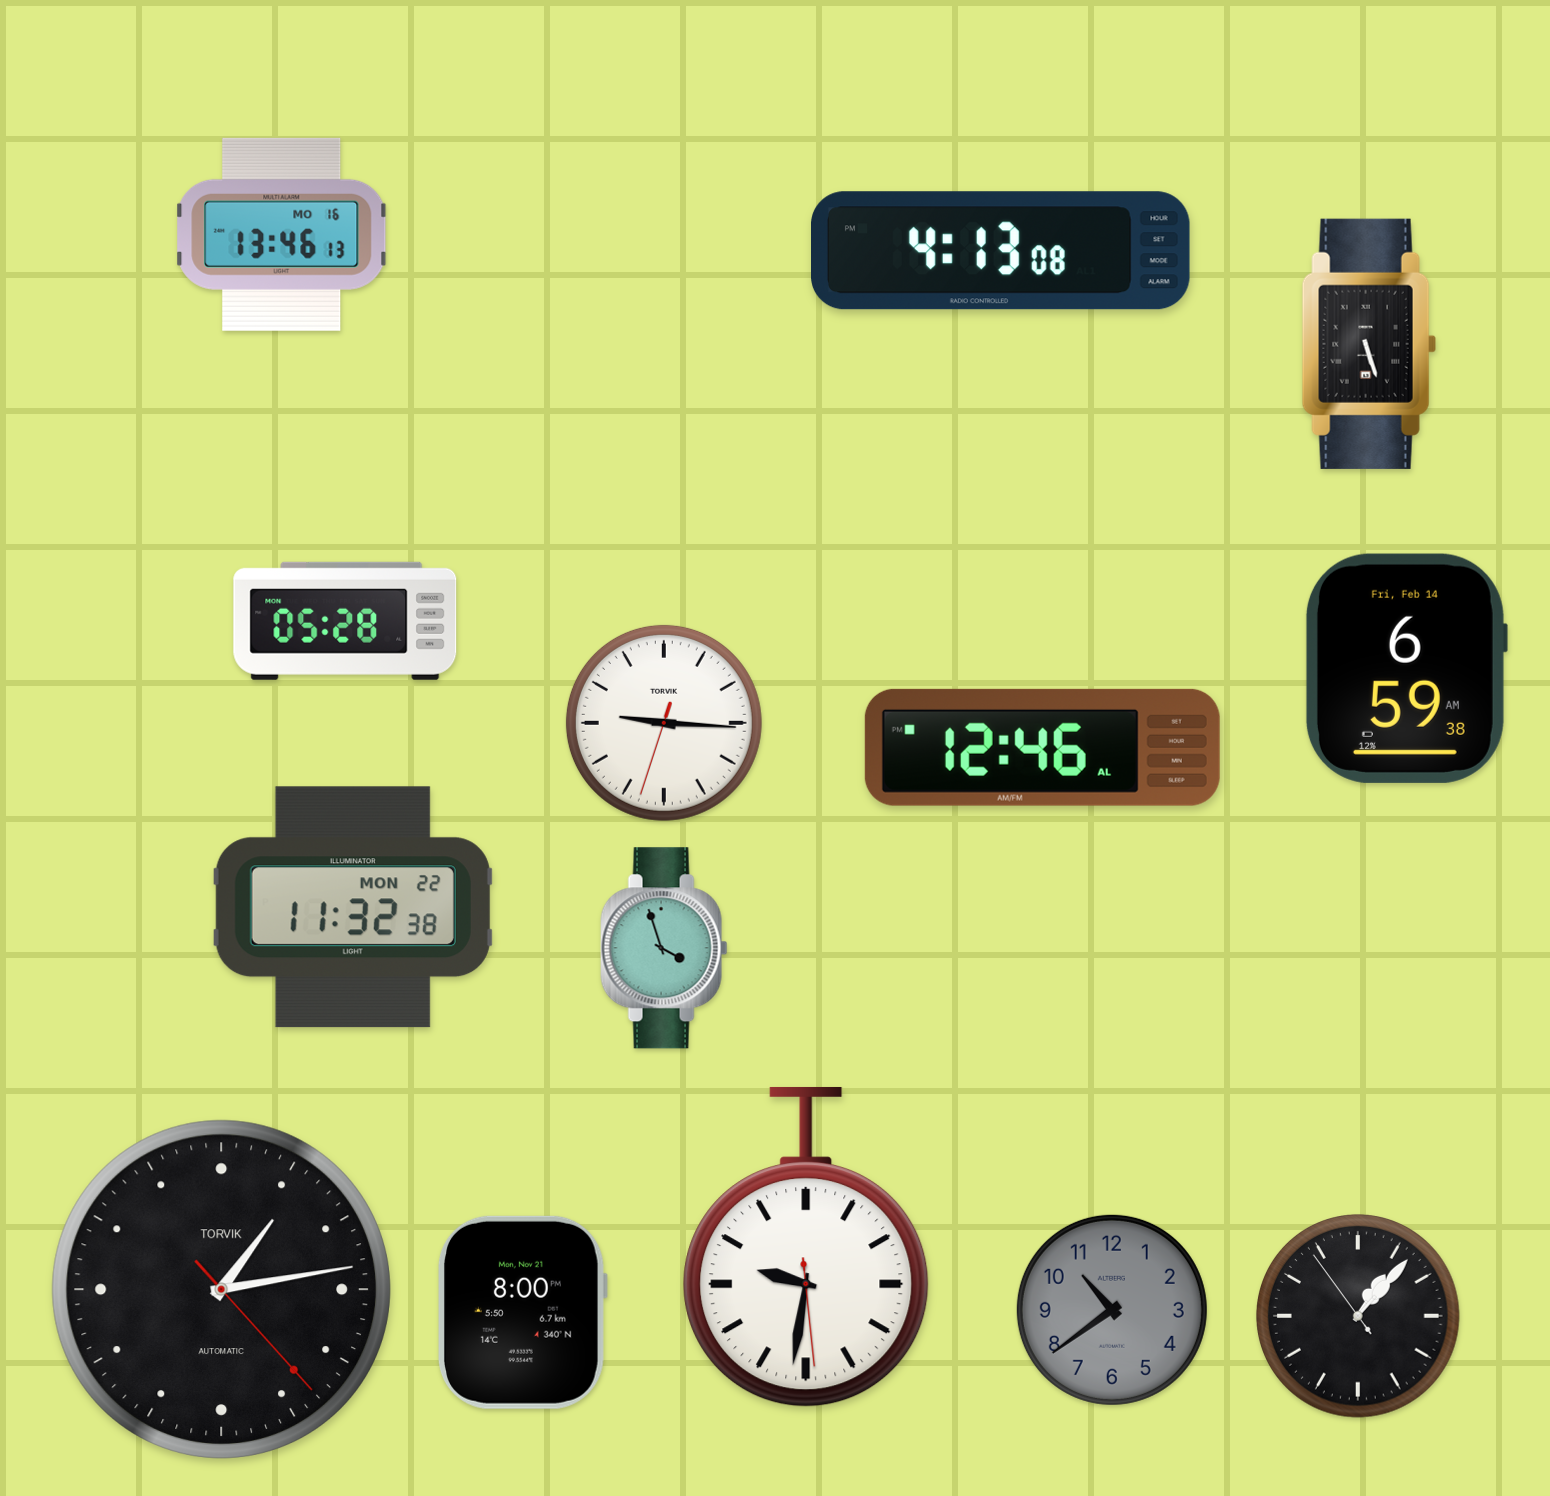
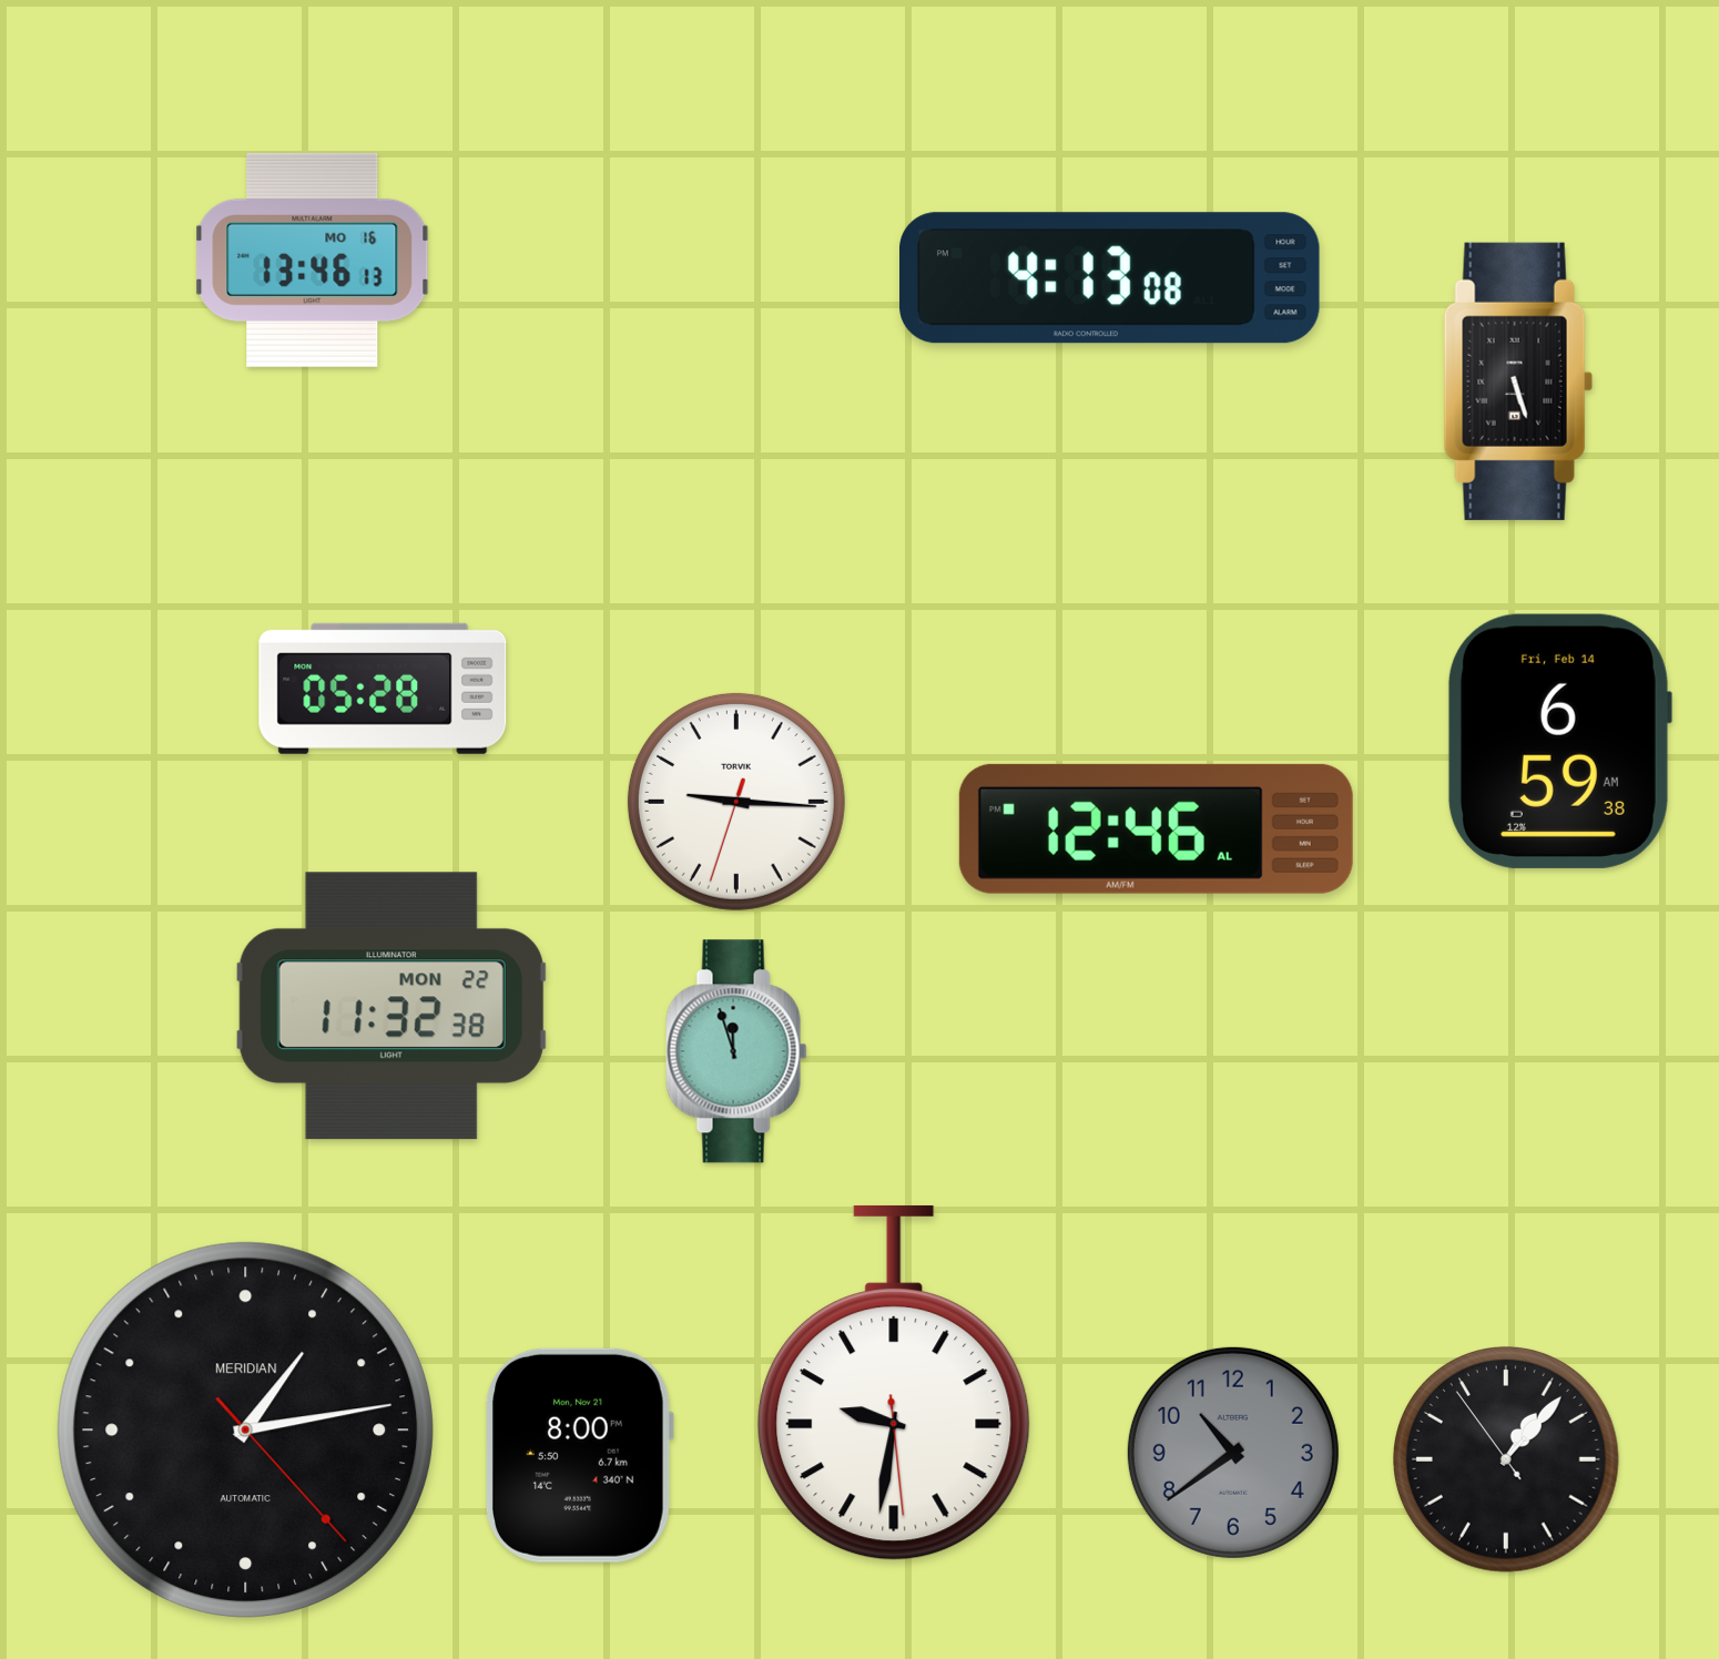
clock at (664, 948): 3:57 -> 11:57
clock at (221, 1289) brand: TORVIK -> MERIDIAN
